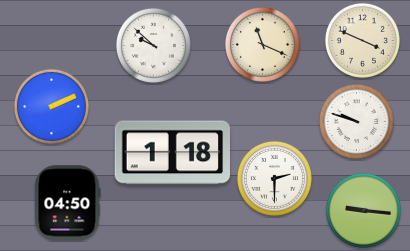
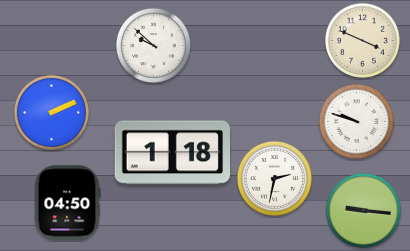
clock at (262, 44): 11:19 -> none
clock at (51, 106) position: (51, 106) -> (51, 112)
clock at (274, 178): 2:30 -> 2:32
